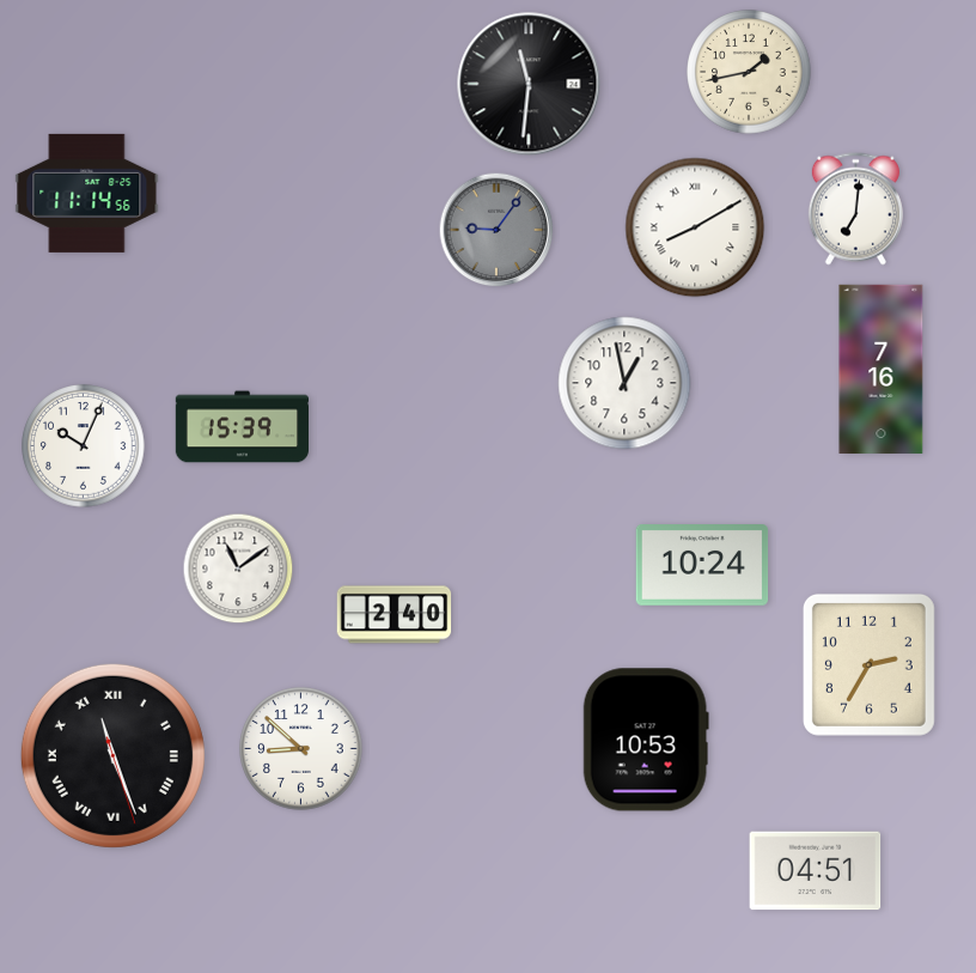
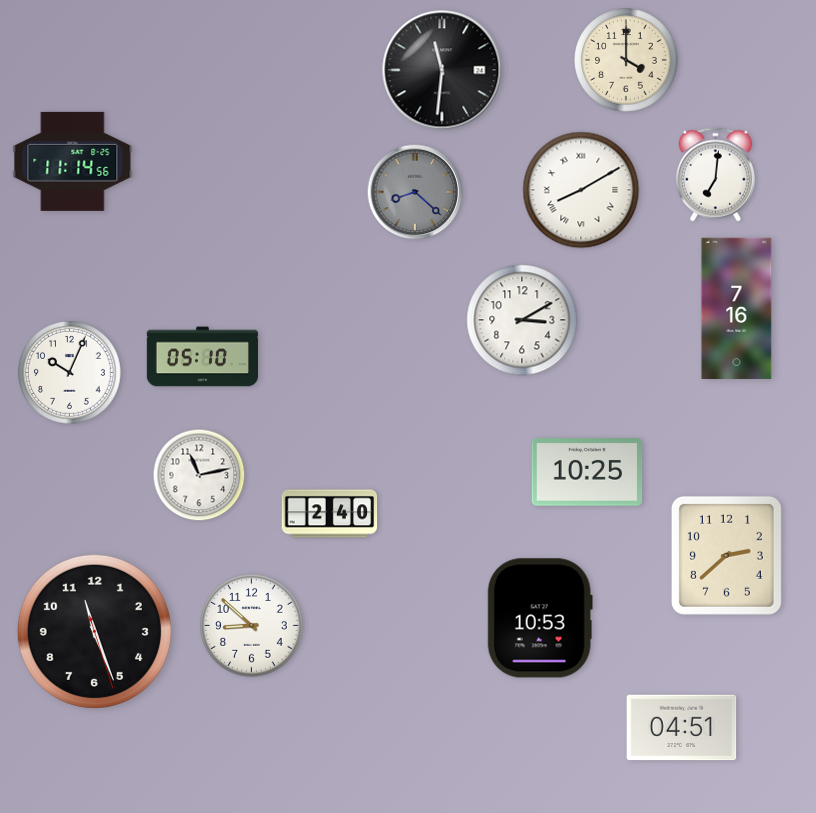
clock at (749, 72): 1:43 -> 4:00
clock at (496, 230): 9:06 -> 8:22
clock at (624, 383): 12:58 -> 3:10
clock at (242, 427): 15:39 -> 05:10
clock at (702, 565): 10:24 -> 10:25
clock at (238, 568): 11:09 -> 11:13
clock at (868, 664): 2:35 -> 2:38
clock at (112, 755) numerals: Roman -> Arabic
